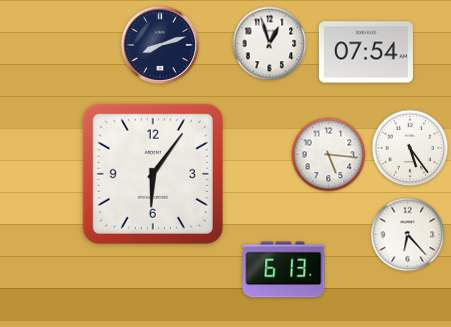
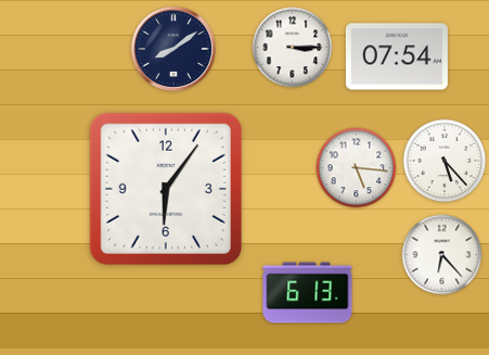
clock at (159, 44): 8:12 -> 8:09
clock at (270, 44): 12:57 -> 3:15
clock at (410, 148): 5:24 -> 5:23
